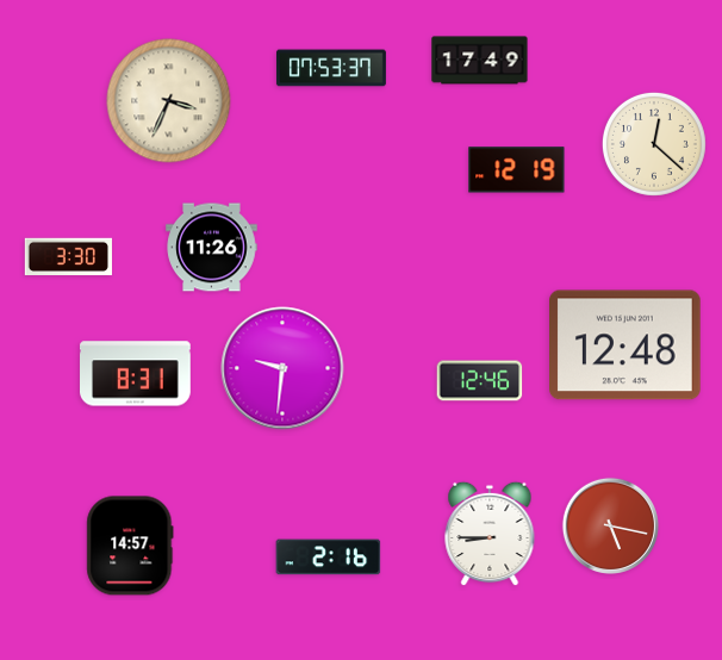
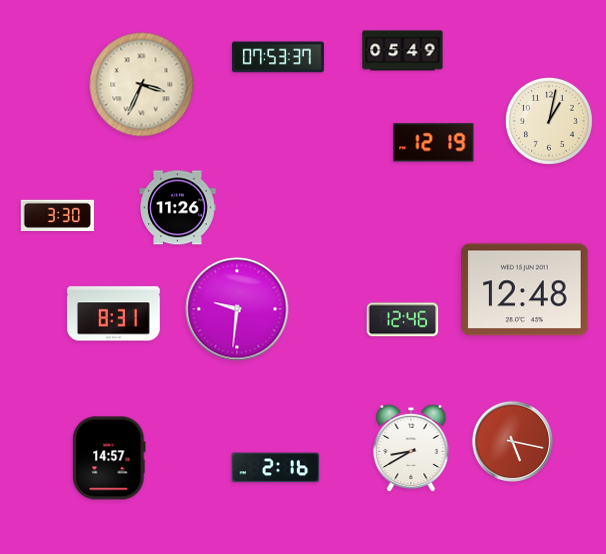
clock at (480, 61): 17:49 -> 05:49
clock at (654, 144): 12:22 -> 1:02
clock at (490, 534): 8:45 -> 8:40
